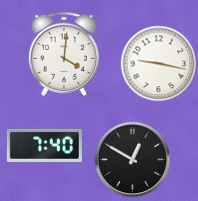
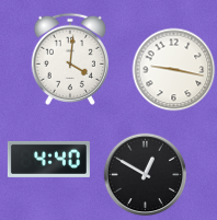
clock at (44, 145): 7:40 -> 4:40
